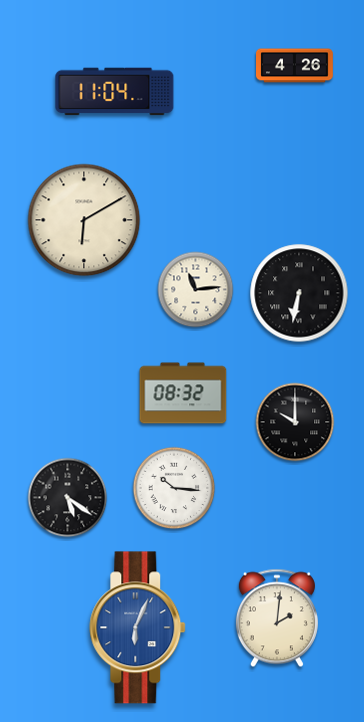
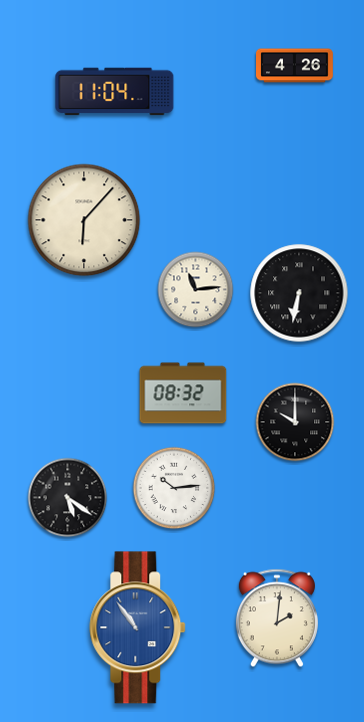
clock at (84, 220): 6:10 -> 6:07
clock at (174, 488): 10:16 -> 10:14
clock at (138, 628): 6:04 -> 10:54
